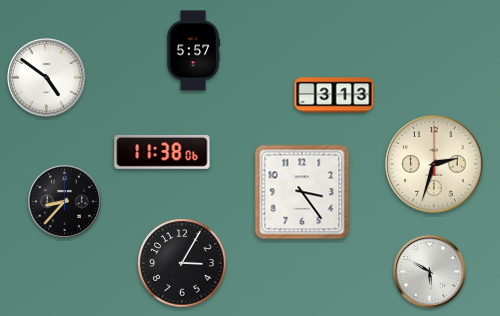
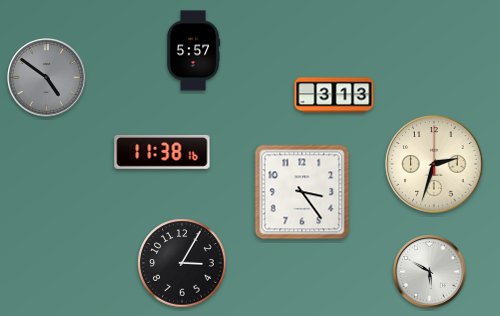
clock at (47, 78) dial: white -> grey
clock at (162, 152): 11:38:06 -> 11:38:16
clock at (64, 201): 8:37 -> none
